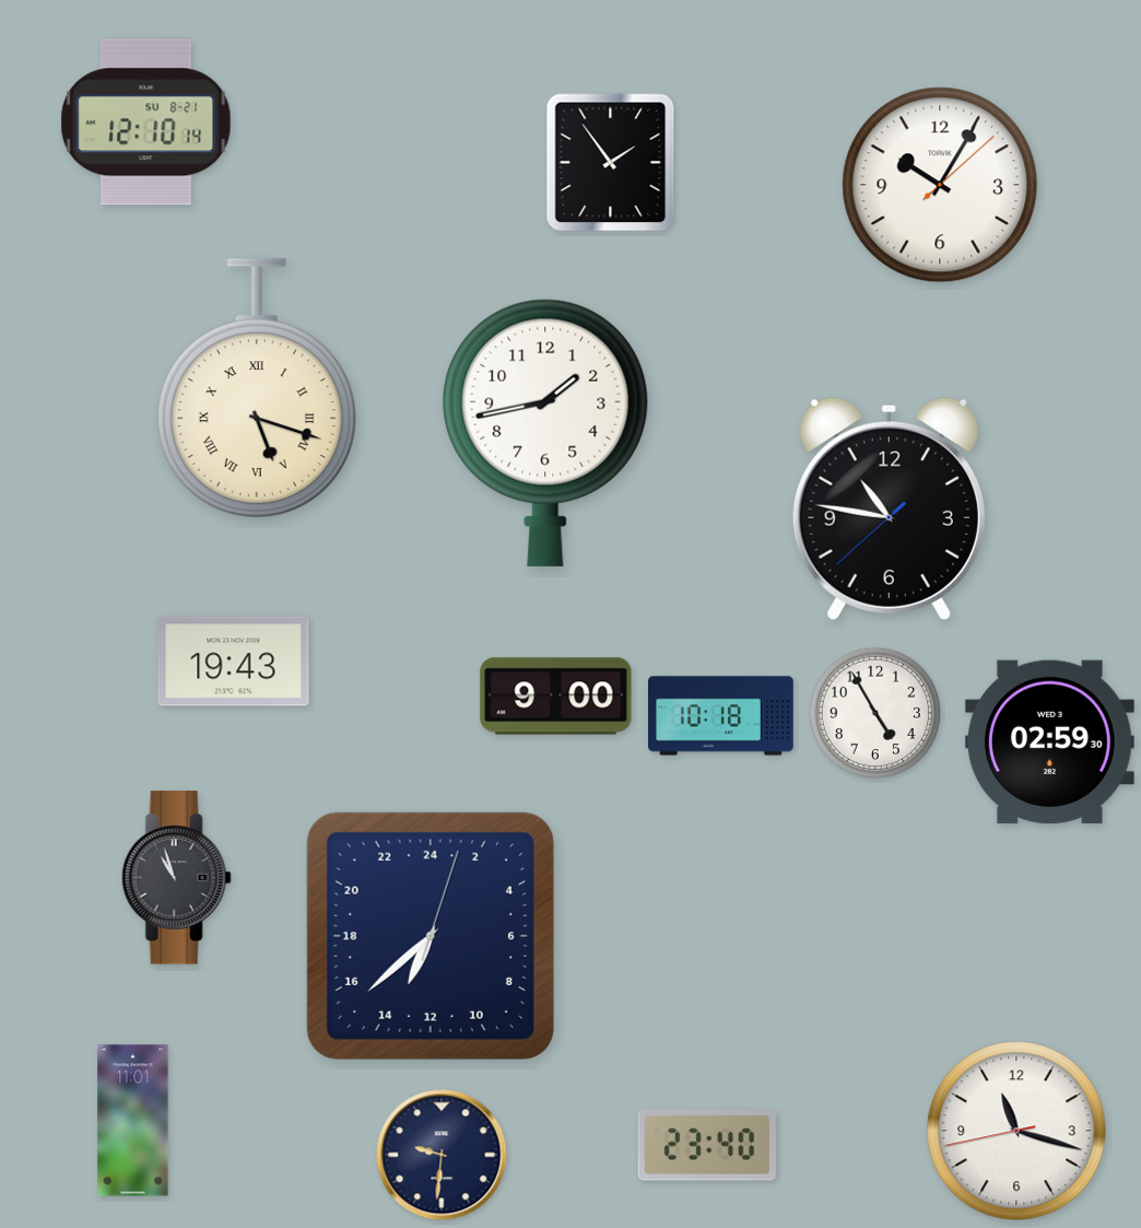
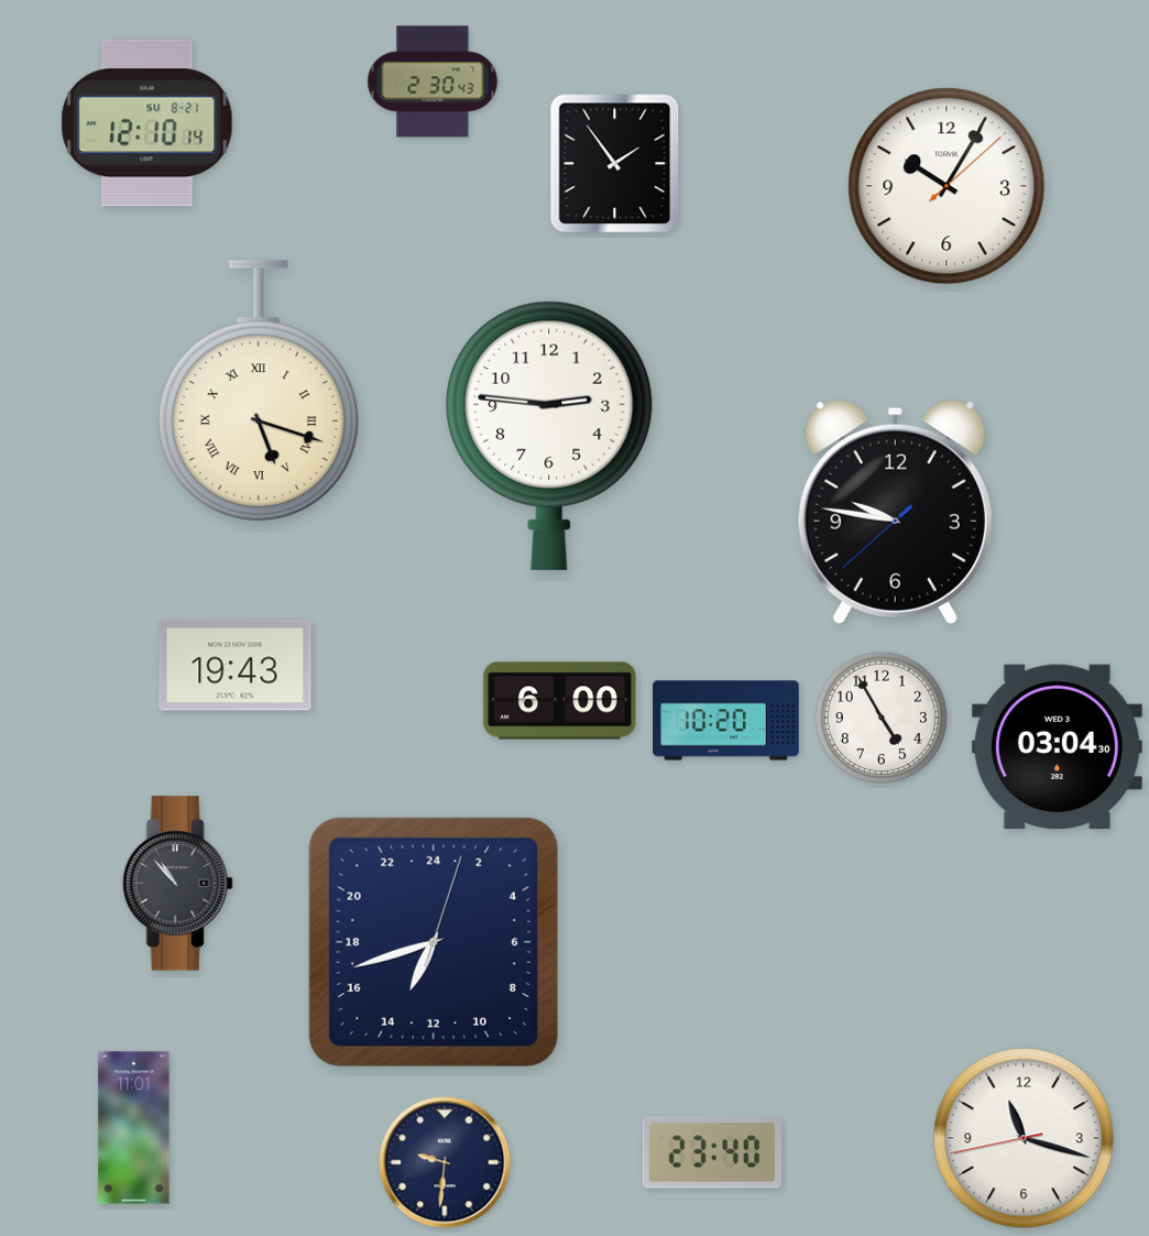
clock at (433, 81): none -> 2:30
clock at (545, 433): 1:43 -> 2:46
clock at (889, 508): 10:46 -> 9:46
clock at (556, 697): 9:00 -> 6:00
clock at (721, 716): 10:18 -> 10:20
clock at (1049, 742): 02:59 -> 03:04
clock at (176, 878): 10:57 -> 10:53
clock at (431, 936): 13:38 -> 13:42
